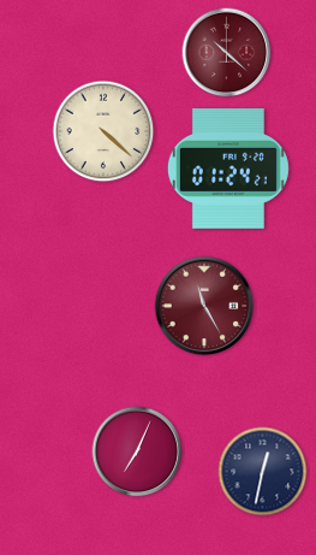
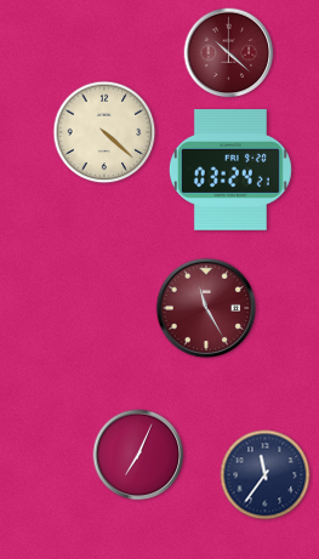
clock at (228, 170): 01:24 -> 03:24
clock at (263, 472): 12:32 -> 11:36
